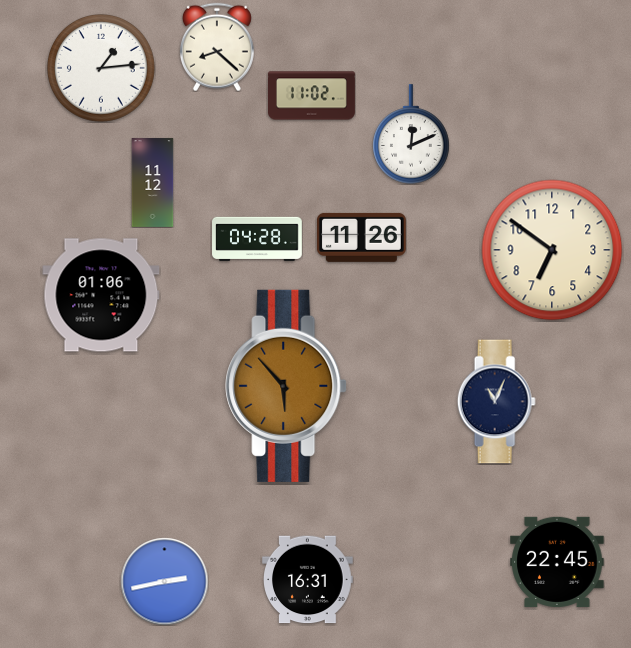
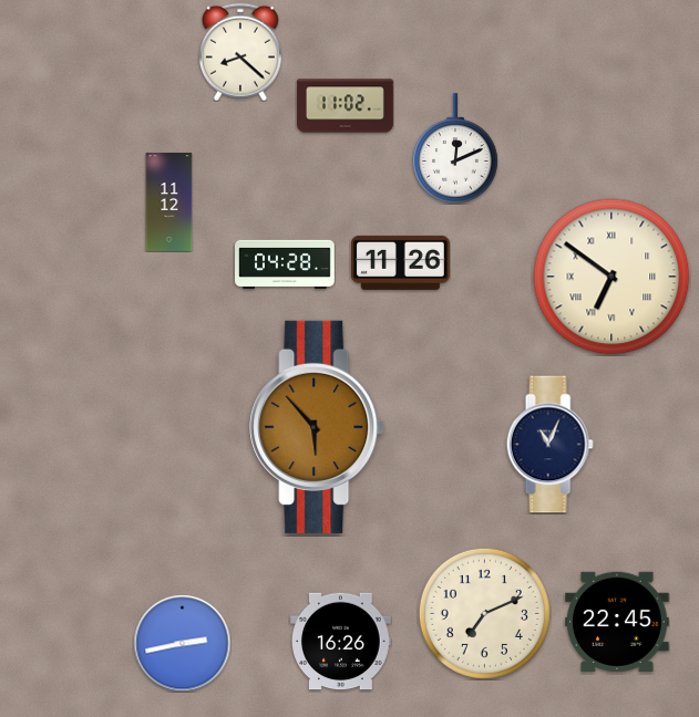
clock at (101, 68): 1:14 -> none
clock at (552, 250) numerals: Arabic -> Roman
clock at (101, 295): 01:06 -> none
clock at (484, 613): none -> 7:11
clock at (308, 580): 16:31 -> 16:26
